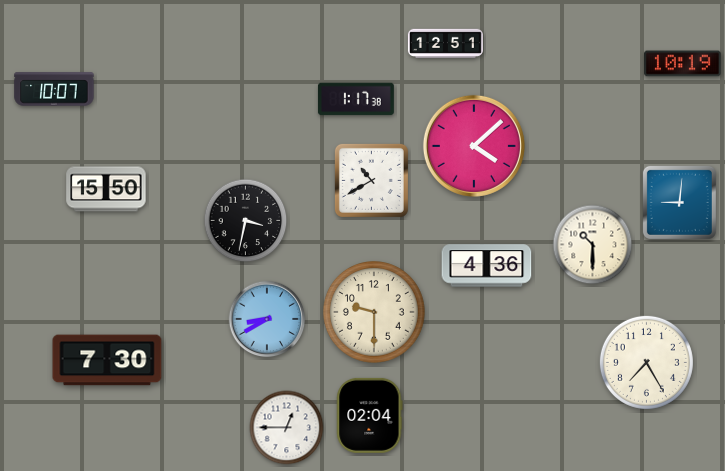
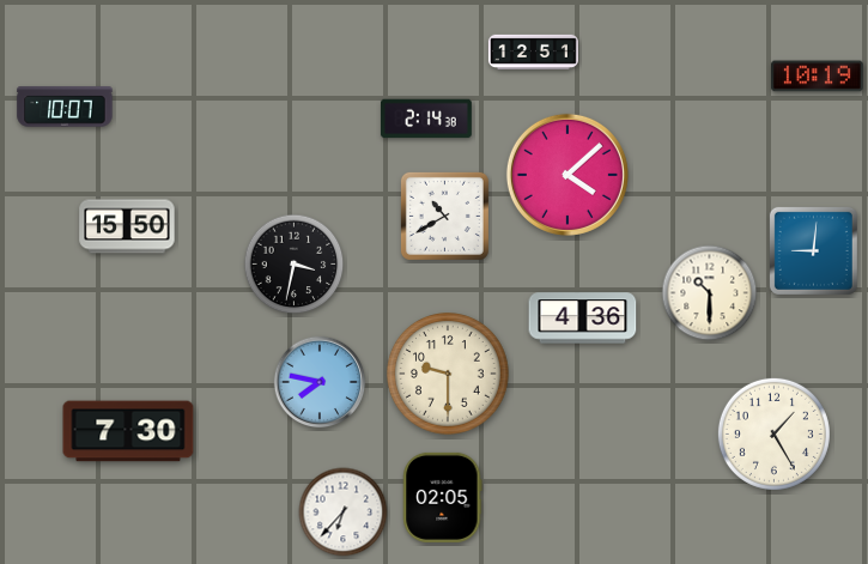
clock at (356, 99): 1:17 -> 2:14
clock at (679, 202) position: (679, 202) -> (813, 250)
clock at (267, 319): 8:40 -> 7:47
clock at (646, 362): 7:25 -> 1:25
clock at (370, 415): 02:04 -> 02:05
clock at (287, 428): 12:45 -> 6:37
